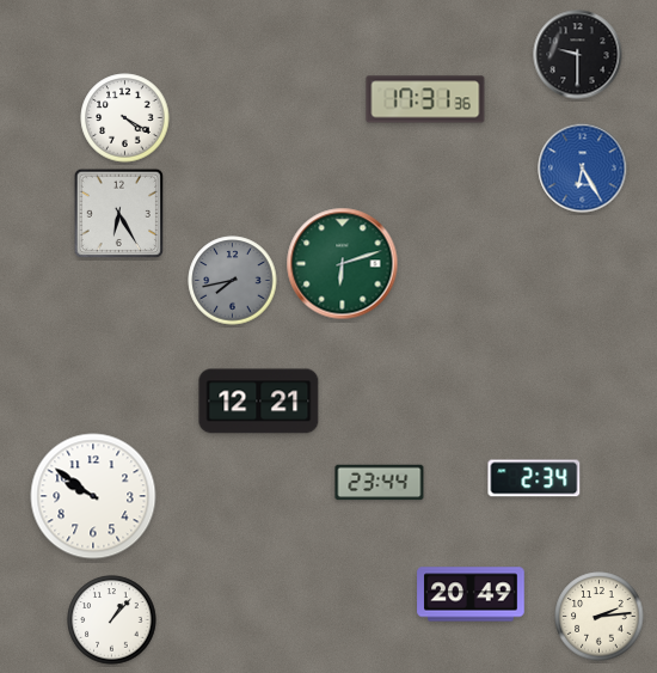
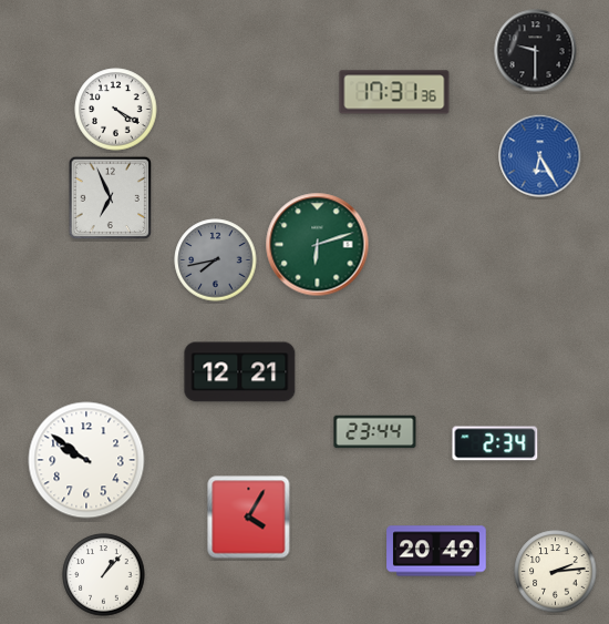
clock at (119, 214): 6:25 -> 6:56
clock at (380, 483) position: (380, 483) -> (375, 432)
clock at (249, 518): none -> 4:05
